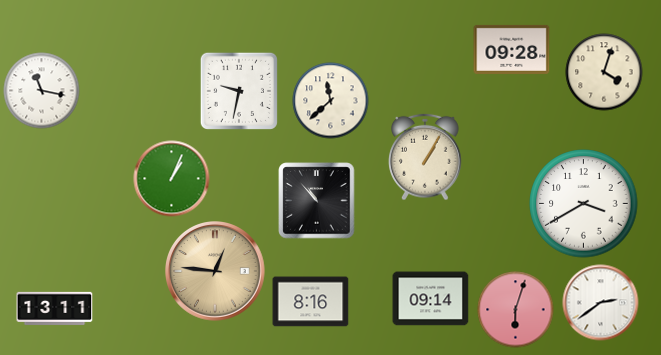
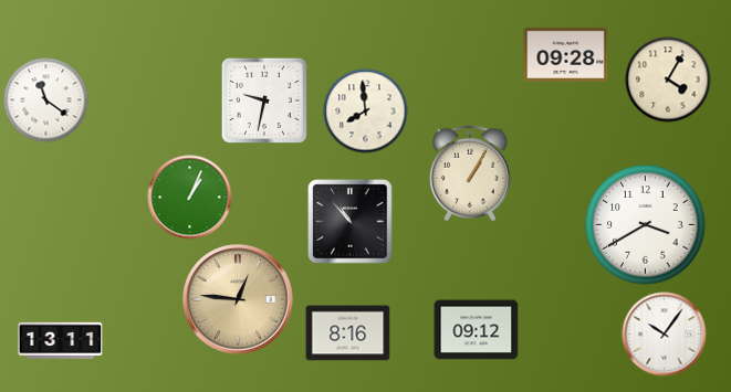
clock at (604, 72): 4:03 -> 4:05
clock at (42, 91): 11:17 -> 11:21
clock at (331, 101): 11:38 -> 7:59
clock at (431, 299): 09:14 -> 09:12
clock at (311, 302) position: (311, 302) -> (348, 333)
clock at (601, 303): 2:39 -> 10:06
clock at (516, 310): 6:03 -> none
